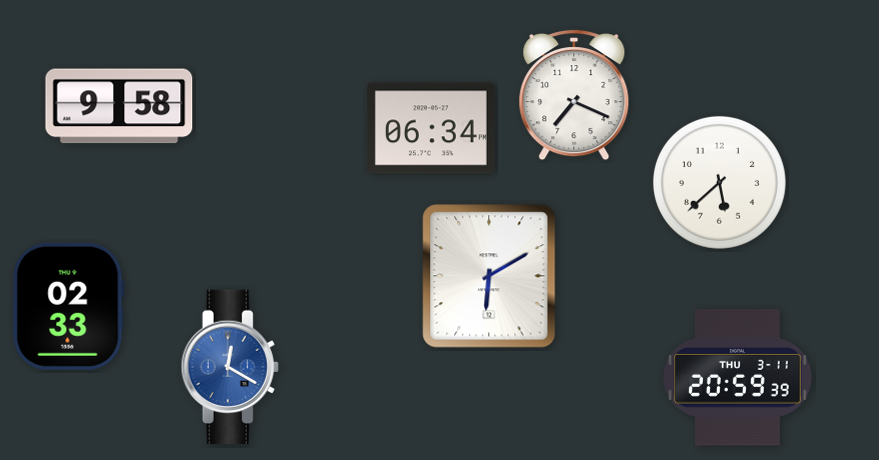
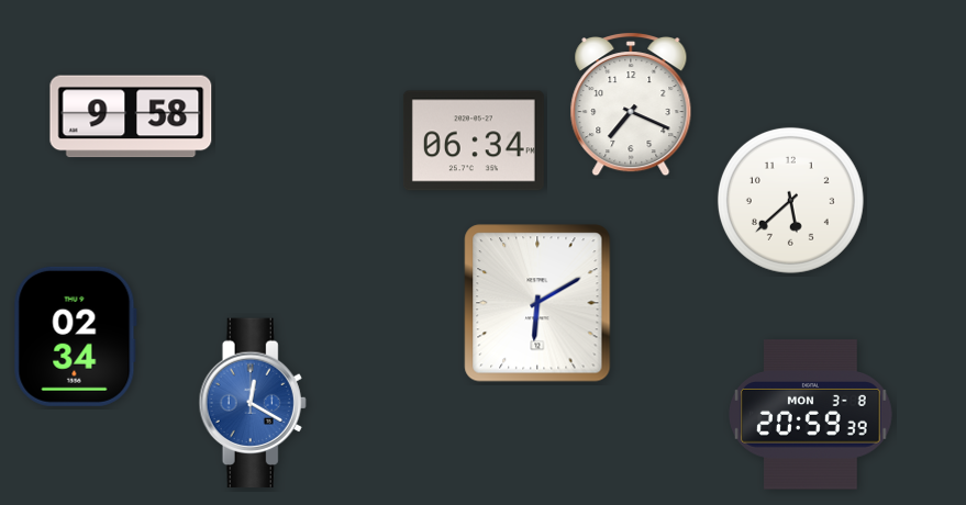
clock at (68, 306): 02:33 -> 02:34
clock at (738, 378) date: THU 3-11 -> MON 3-8
